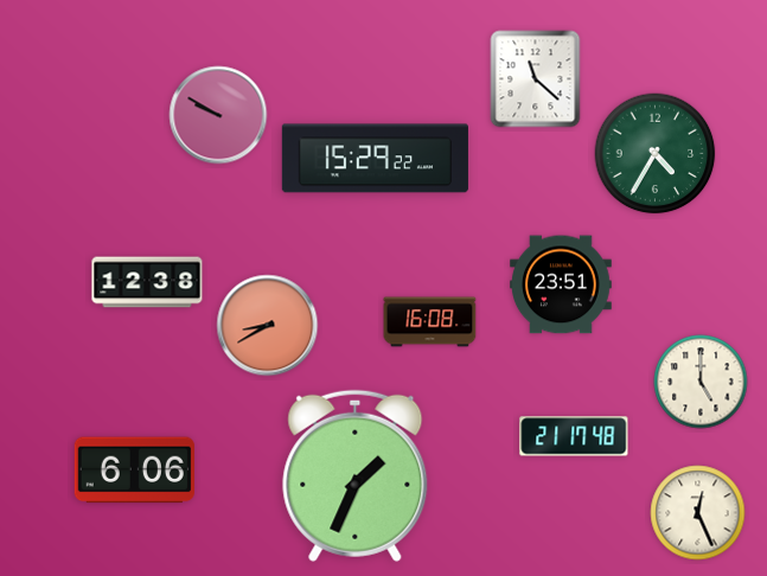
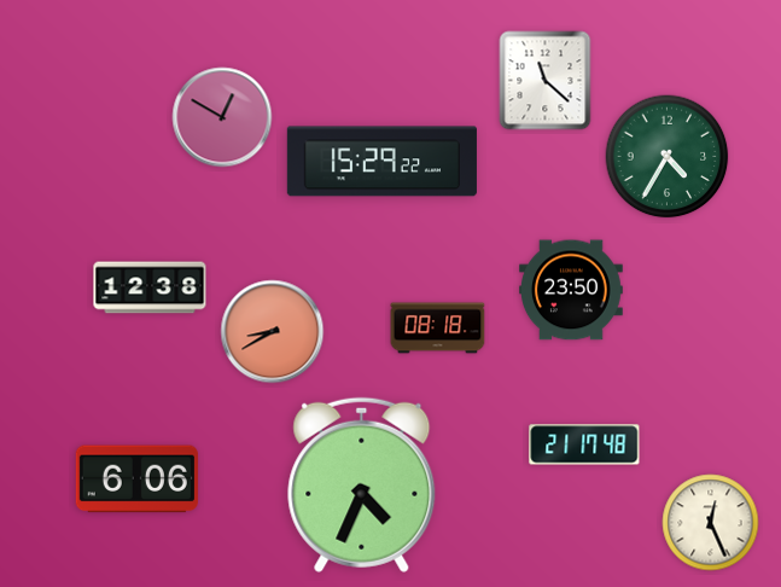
clock at (218, 115): 9:50 -> 12:50
clock at (562, 284): 23:51 -> 23:50
clock at (430, 322): 16:08 -> 08:18
clock at (701, 382): 5:00 -> none
clock at (356, 475): 1:34 -> 4:34
